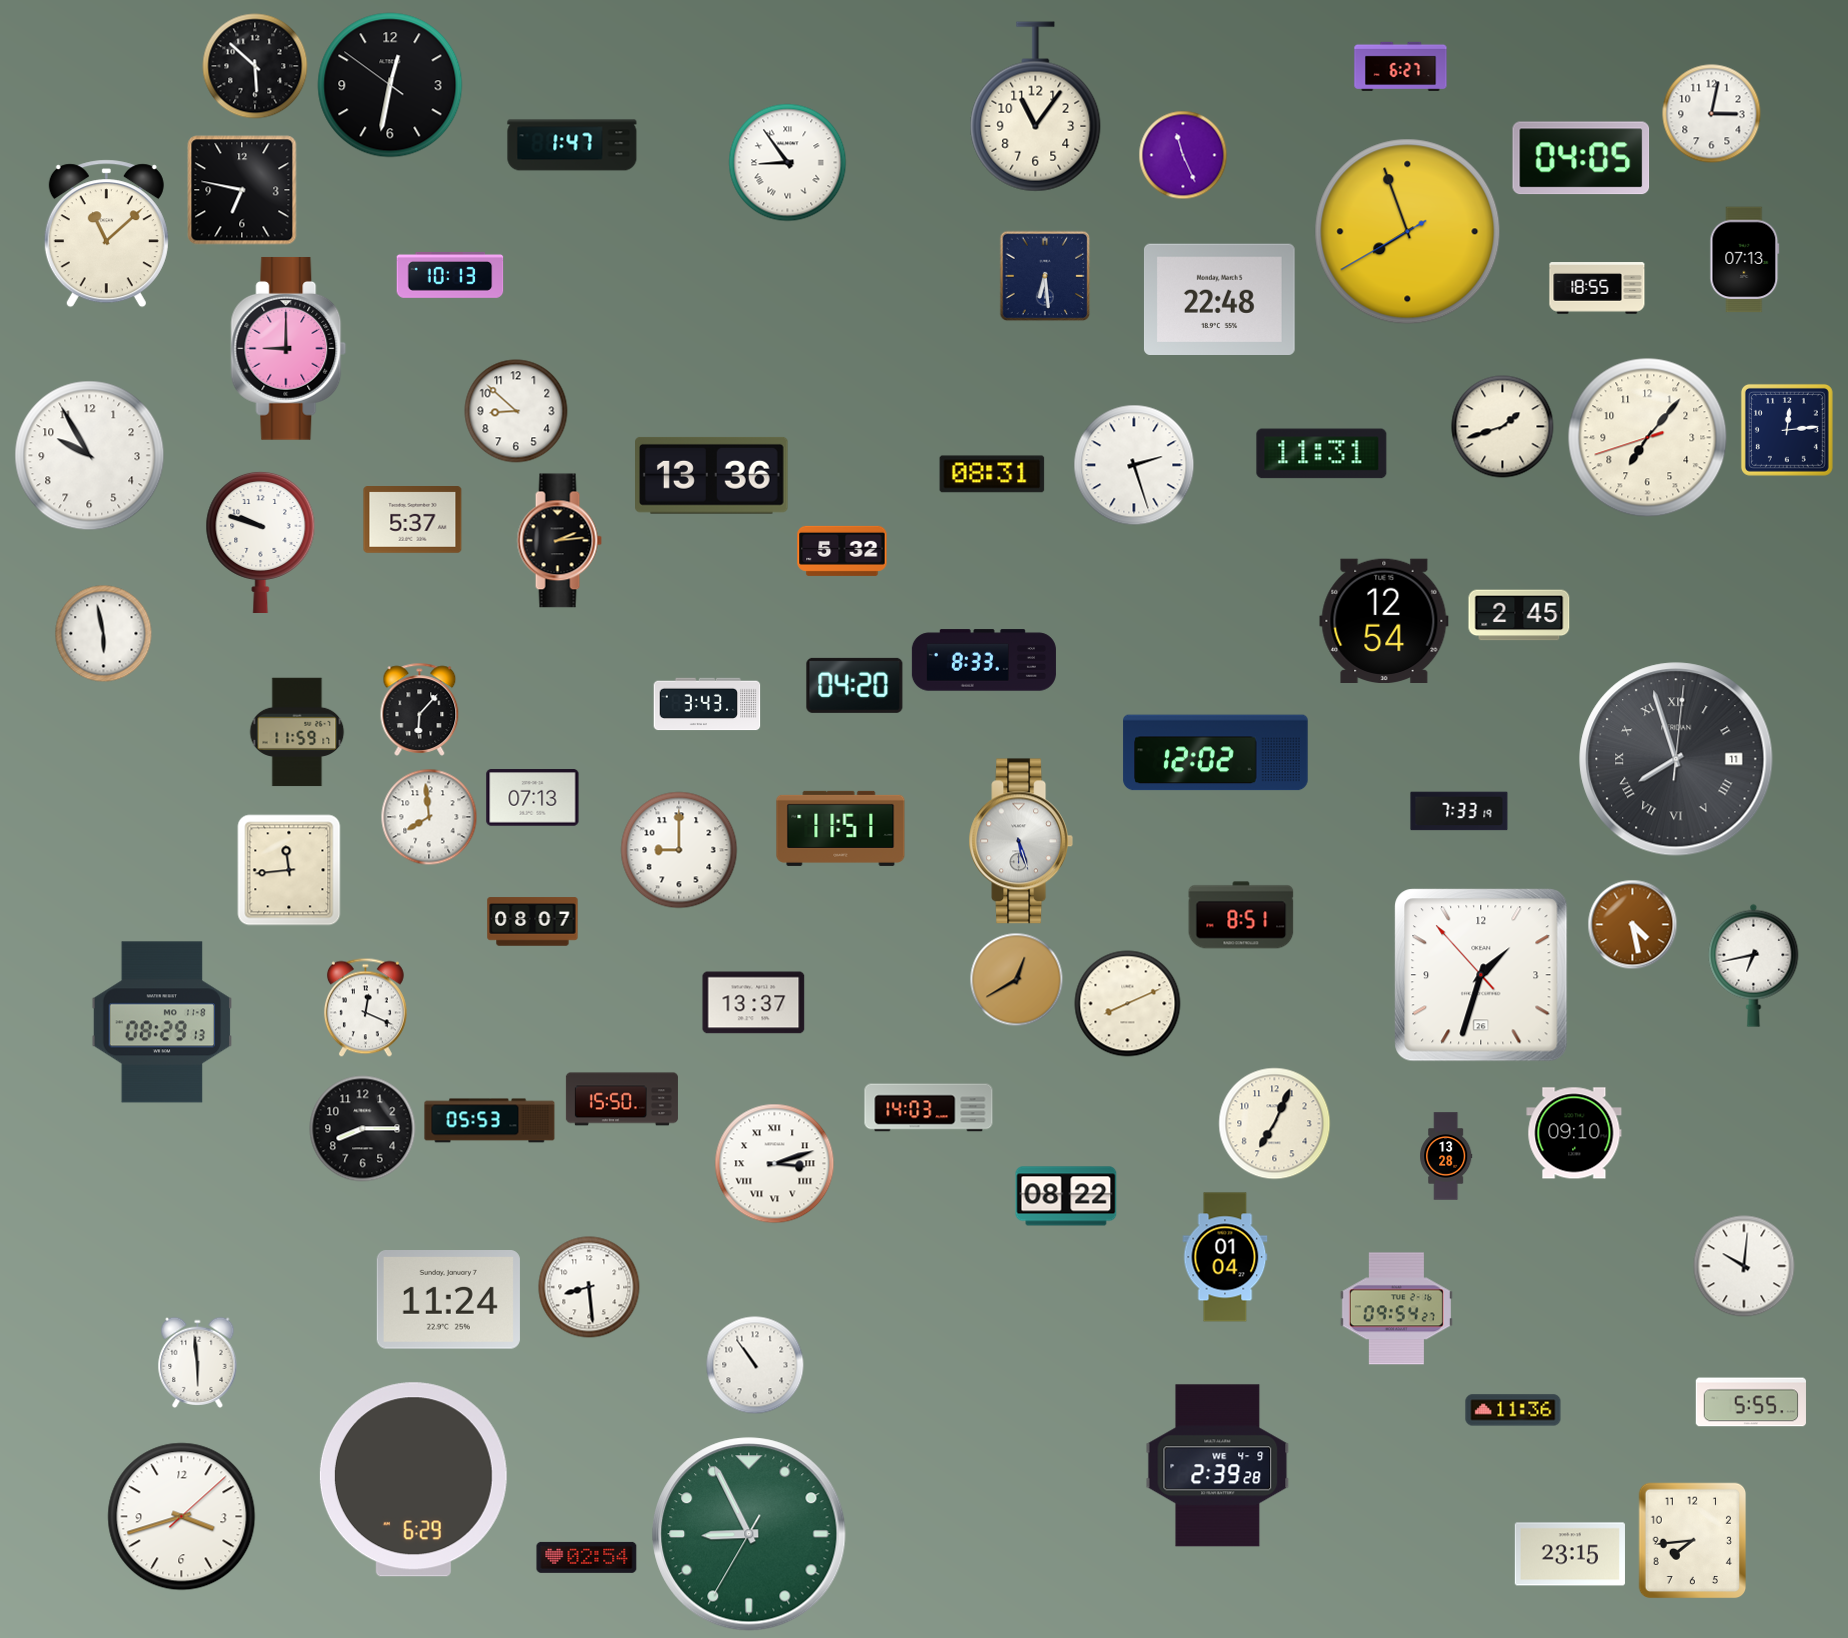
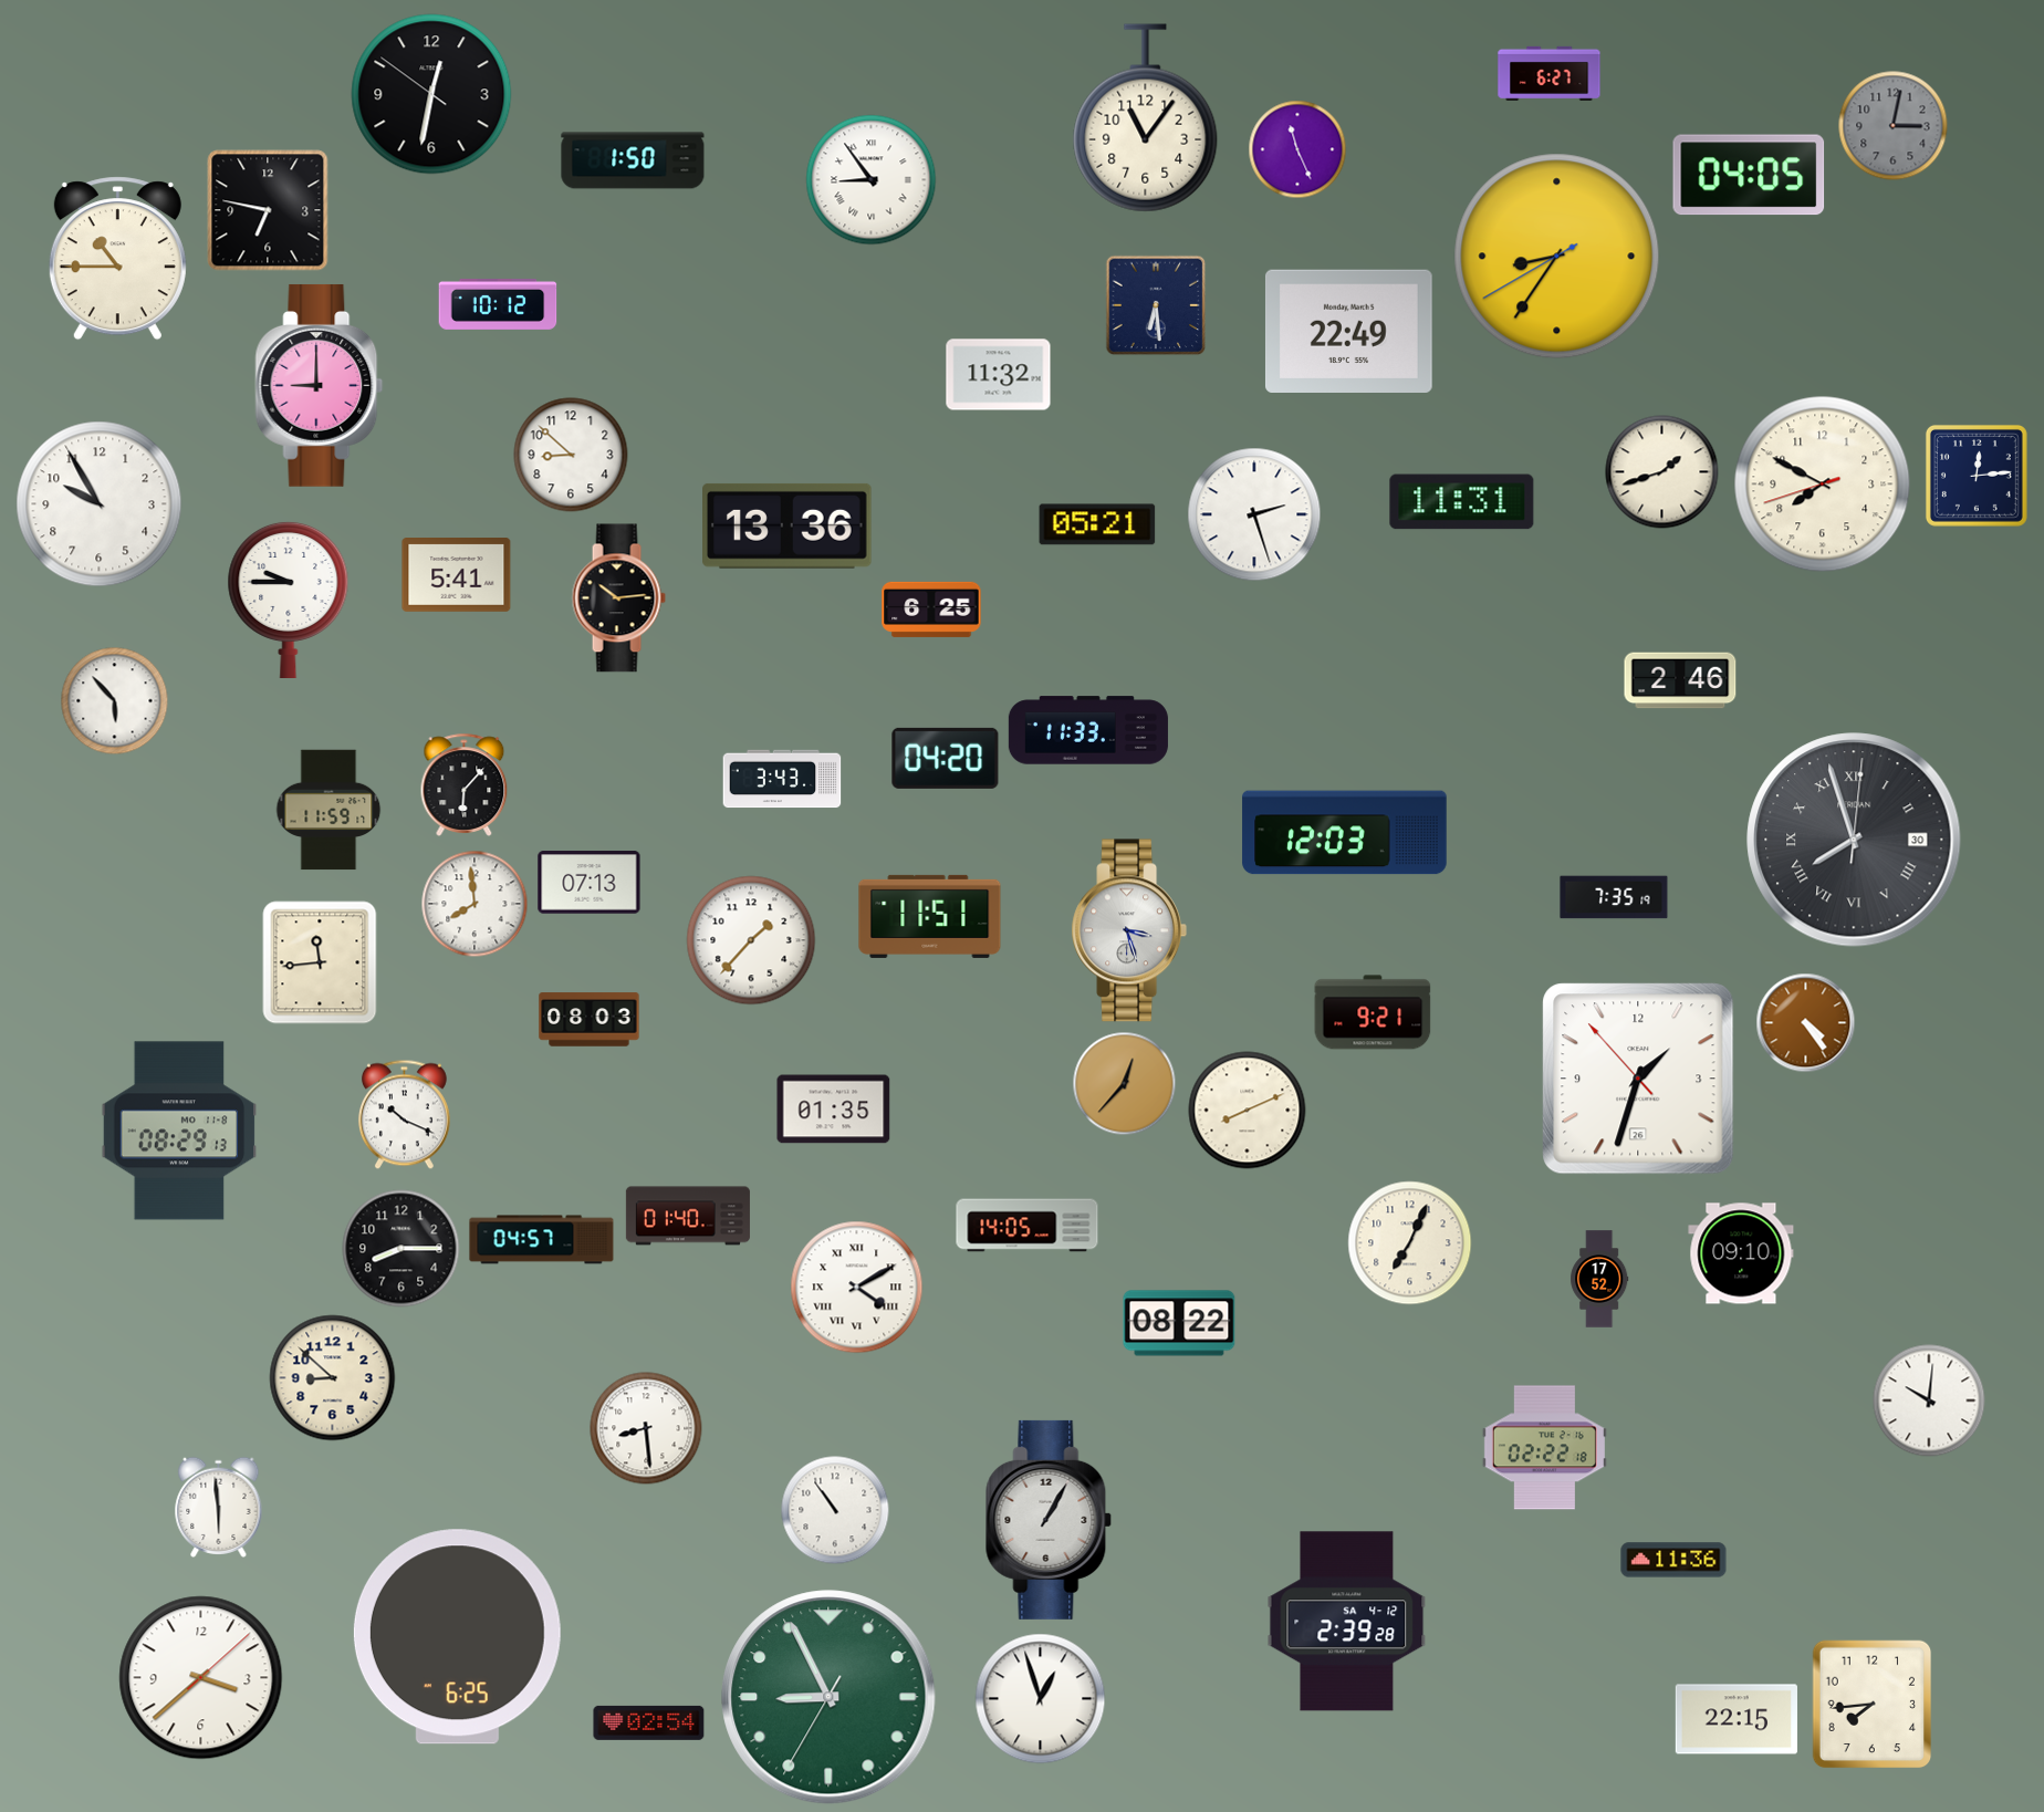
clock at (255, 66): 5:52 -> none
clock at (1712, 114) dial: white -> grey
clock at (572, 145): 1:47 -> 1:50
clock at (1183, 155) position: (1183, 155) -> (1297, 149)
clock at (1408, 232): 7:56 -> 8:35
clock at (106, 234): 11:08 -> 10:45
clock at (1745, 260): 07:13 -> none
clock at (450, 275): 10:13 -> 10:12
clock at (1597, 288): 18:55 -> none
clock at (1219, 299): 22:48 -> 22:49
clock at (999, 375): none -> 11:32
clock at (1648, 438): 7:06 -> 7:49
clock at (992, 474): 08:31 -> 05:21
clock at (413, 520): 5:37 -> 5:41
clock at (261, 541): 9:48 -> 9:45
clock at (559, 541): 2:14 -> 10:14
clock at (842, 551): 5:32 -> 6:25
clock at (1519, 615): 2:45 -> 2:46
clock at (1384, 620): 12:54 -> none
clock at (104, 634): 5:58 -> 5:53
clock at (984, 660): 8:33 -> 11:33
clock at (1216, 753): 12:02 -> 12:03
clock at (1676, 759) date: 11 -> 30
clock at (1459, 811): 7:33 -> 7:35
clock at (1021, 841): 5:27 -> 3:27
clock at (679, 850): 9:00 -> 1:37
clock at (1241, 915): 8:51 -> 9:21
clock at (533, 922): 08:07 -> 08:03
clock at (1633, 925): 4:28 -> 4:24
clock at (1754, 965): 6:43 -> none
clock at (1017, 980): 12:40 -> 12:37
clock at (754, 1003): 13:37 -> 01:35
clock at (365, 1008): 12:19 -> 10:19
clock at (622, 1099): 15:50 -> 01:40
clock at (929, 1108): 14:03 -> 14:05
clock at (490, 1121): 05:53 -> 04:57
clock at (1446, 1156): 13:28 -> 17:52
clock at (775, 1164): 3:12 -> 4:10
clock at (333, 1378): none -> 8:52
clock at (1225, 1257): 01:04 -> none
clock at (589, 1287) position: (589, 1287) -> (646, 1428)
clock at (448, 1300): 11:24 -> none
clock at (1396, 1309): 09:54 -> 02:22
clock at (1049, 1520): none -> 1:05
clock at (1751, 1402): 5:55 -> none
clock at (1218, 1466) date: WE 4-9 -> SA 4-12
clock at (413, 1480): 6:29 -> 6:25
clock at (182, 1517): 3:42 -> 3:38
clock at (1041, 1699): none -> 12:57
clock at (1570, 1554): 23:15 -> 22:15
